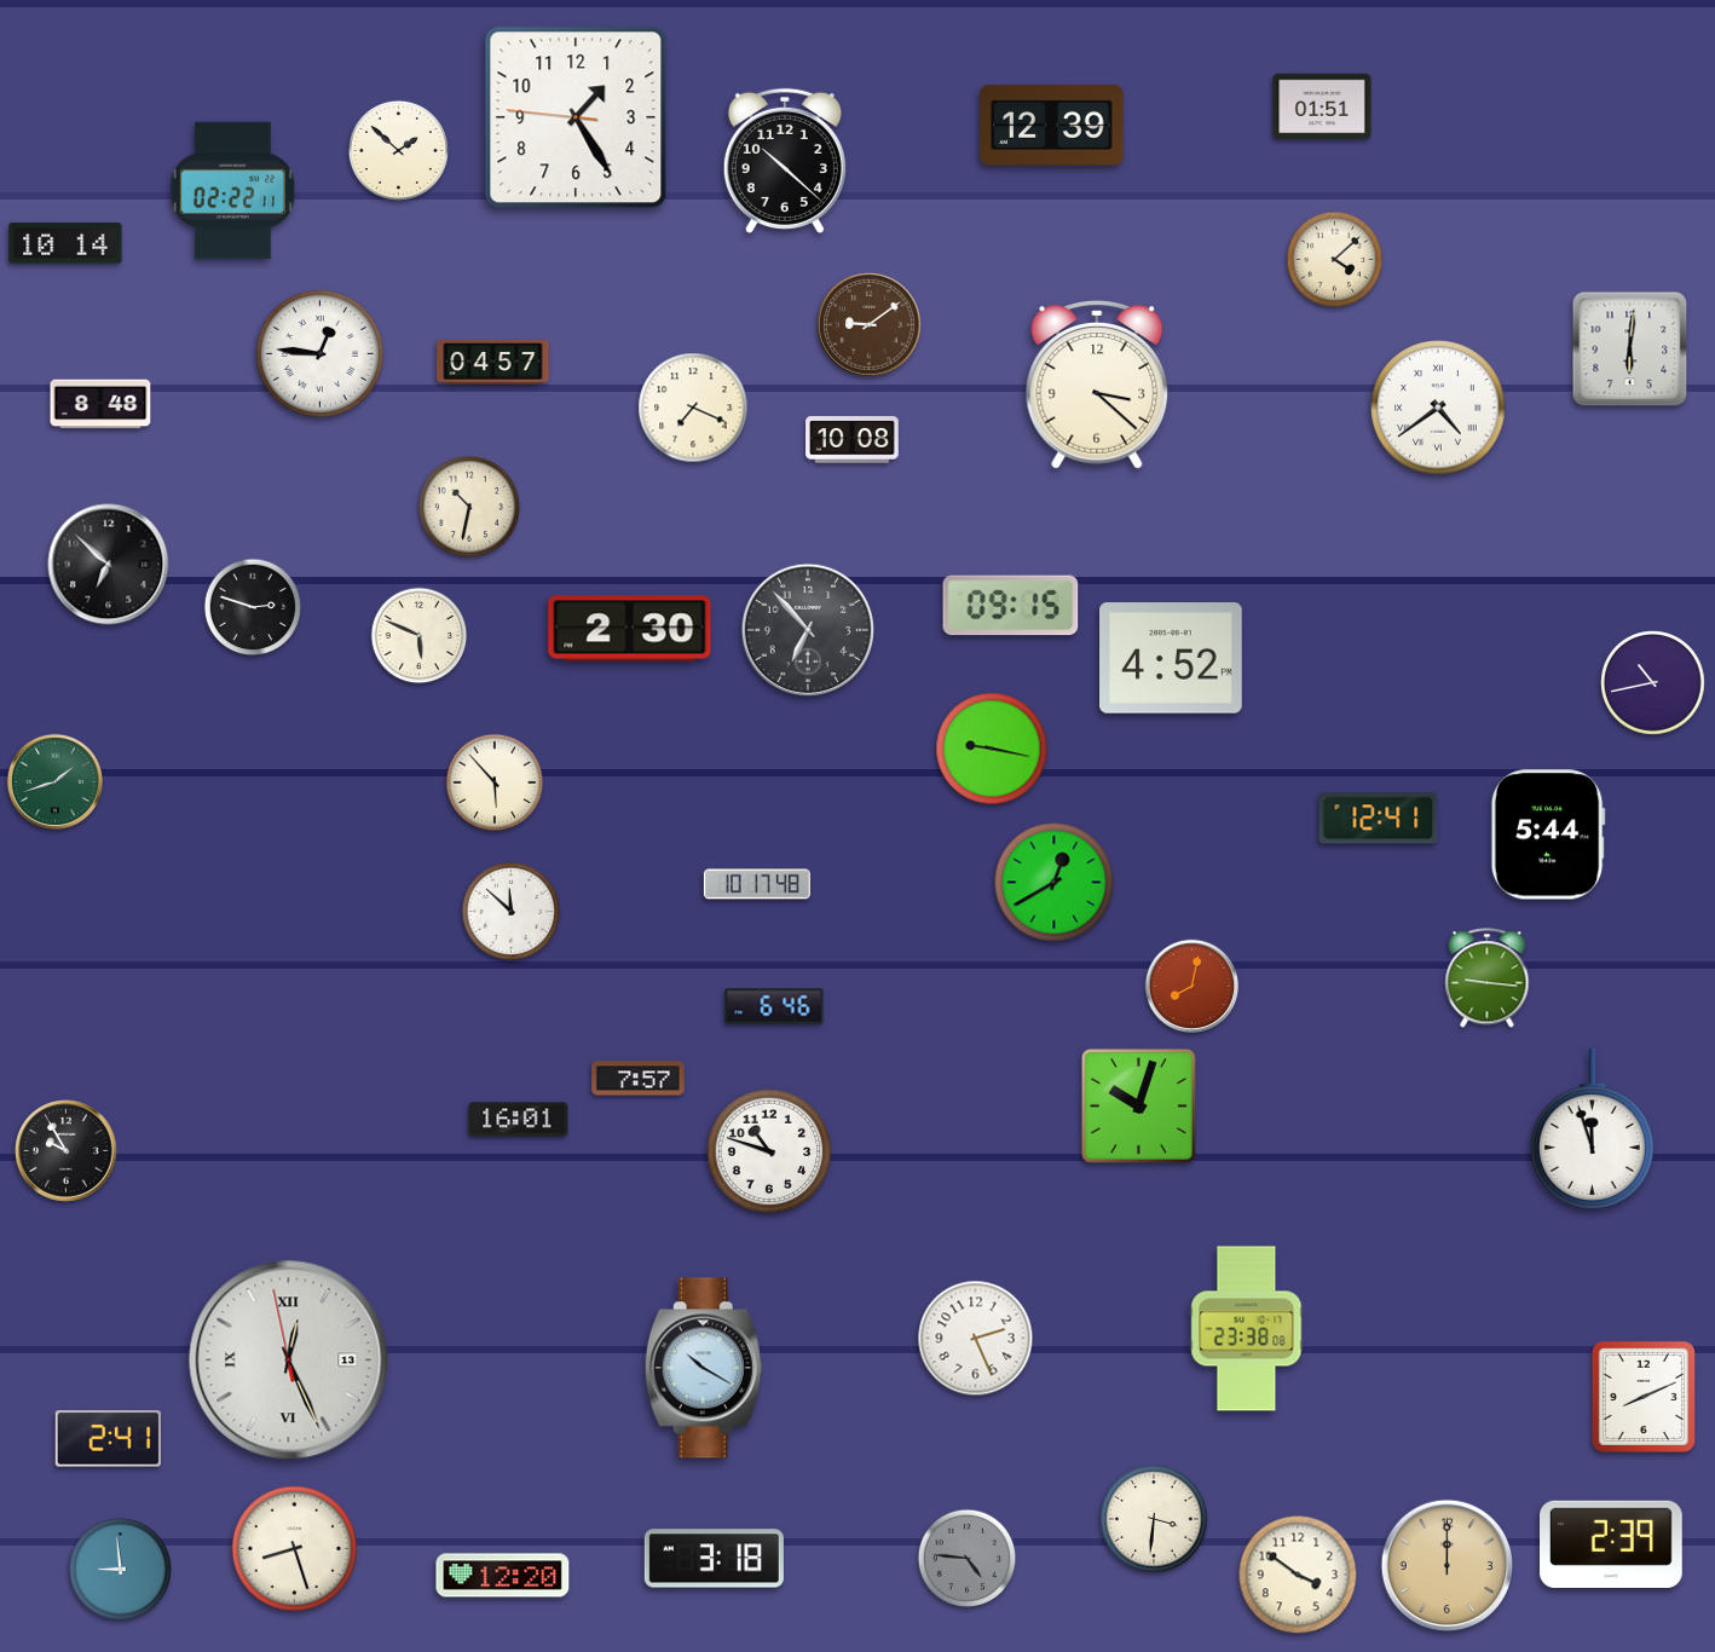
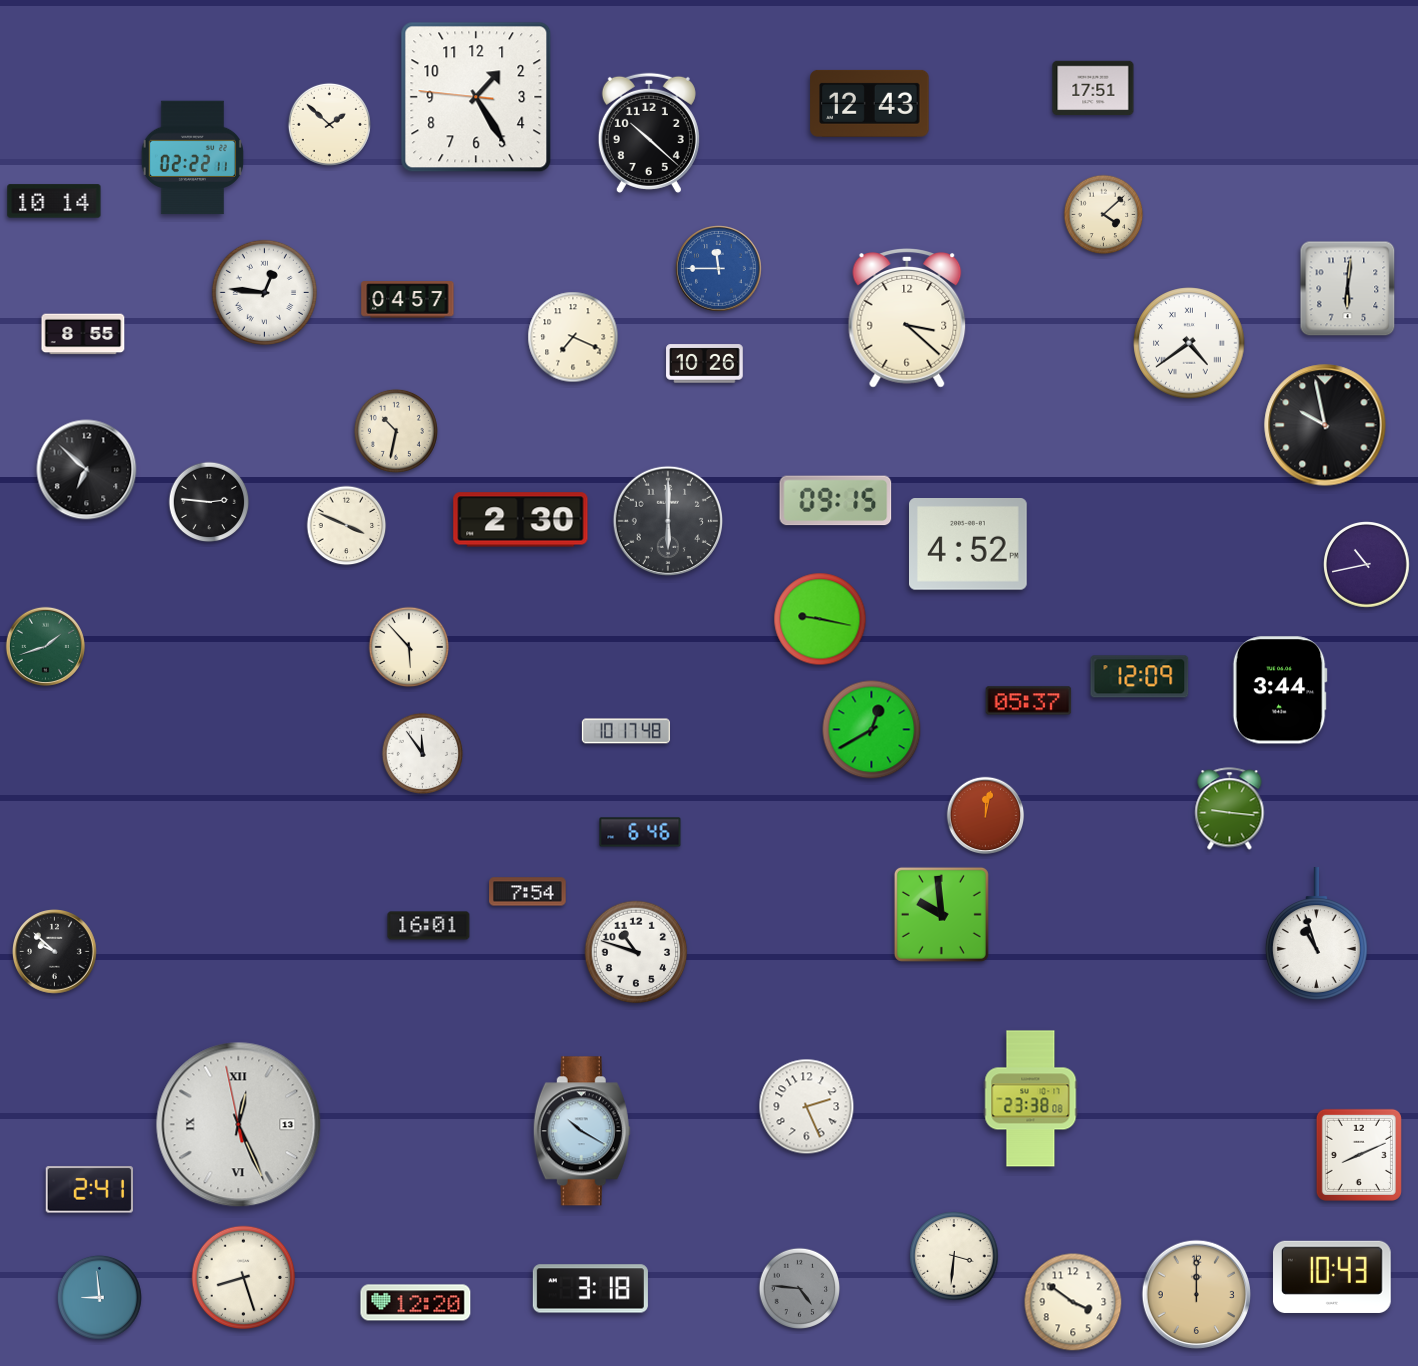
clock at (1322, 106): 01:51 -> 17:51
clock at (1052, 125): 12:39 -> 12:43
clock at (870, 325): 9:09 -> 11:45
clock at (870, 325) dial: brown -> blue
clock at (100, 404): 8:48 -> 8:55
clock at (1438, 408) position: (1438, 408) -> (1189, 343)
clock at (853, 440): 10:08 -> 10:26
clock at (469, 507) position: (469, 507) -> (396, 431)
clock at (1325, 425): none -> 9:58
clock at (109, 565) position: (109, 565) -> (87, 470)
clock at (253, 607): 2:48 -> 2:46
clock at (807, 629): 6:53 -> 6:00
clock at (420, 636): 5:49 -> 3:49
clock at (1379, 819): 12:41 -> 12:09
clock at (1548, 834): 5:44 -> 3:44
clock at (1029, 701): none -> 05:37
clock at (512, 912): 11:52 -> 11:54
clock at (1193, 987): 8:02 -> 12:02
clock at (639, 1079): 7:57 -> 7:54
clock at (1138, 1105): 10:03 -> 9:59
clock at (1592, 1130): 11:57 -> 10:57
clock at (67, 1151): 9:55 -> 9:52
clock at (1612, 1544): 2:39 -> 10:43
clock at (295, 1549) position: (295, 1549) -> (244, 1278)
